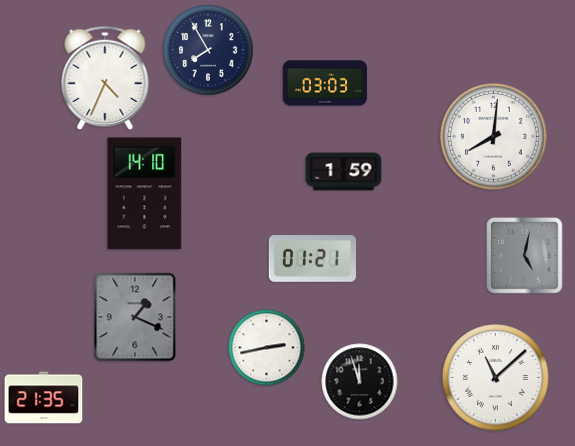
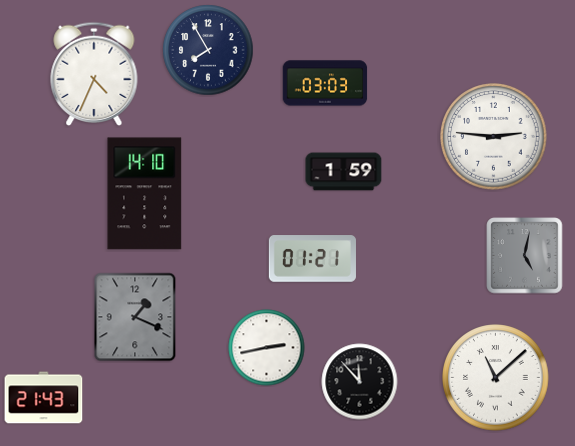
clock at (105, 77) position: (105, 77) -> (94, 73)
clock at (494, 137): 8:01 -> 2:46
clock at (360, 382): 11:57 -> 11:53
clock at (44, 398): 21:35 -> 21:43
